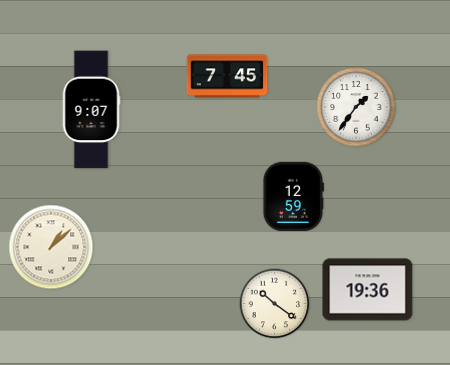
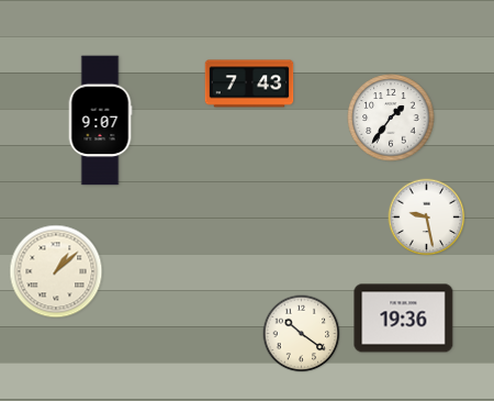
clock at (227, 76): 7:45 -> 7:43
clock at (292, 196): 12:59 -> none
clock at (427, 218): none -> 9:28
